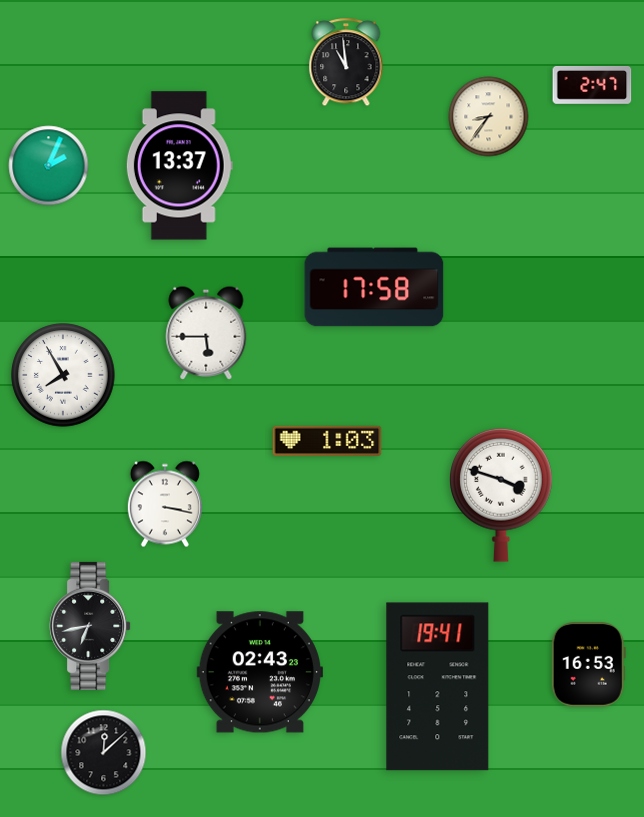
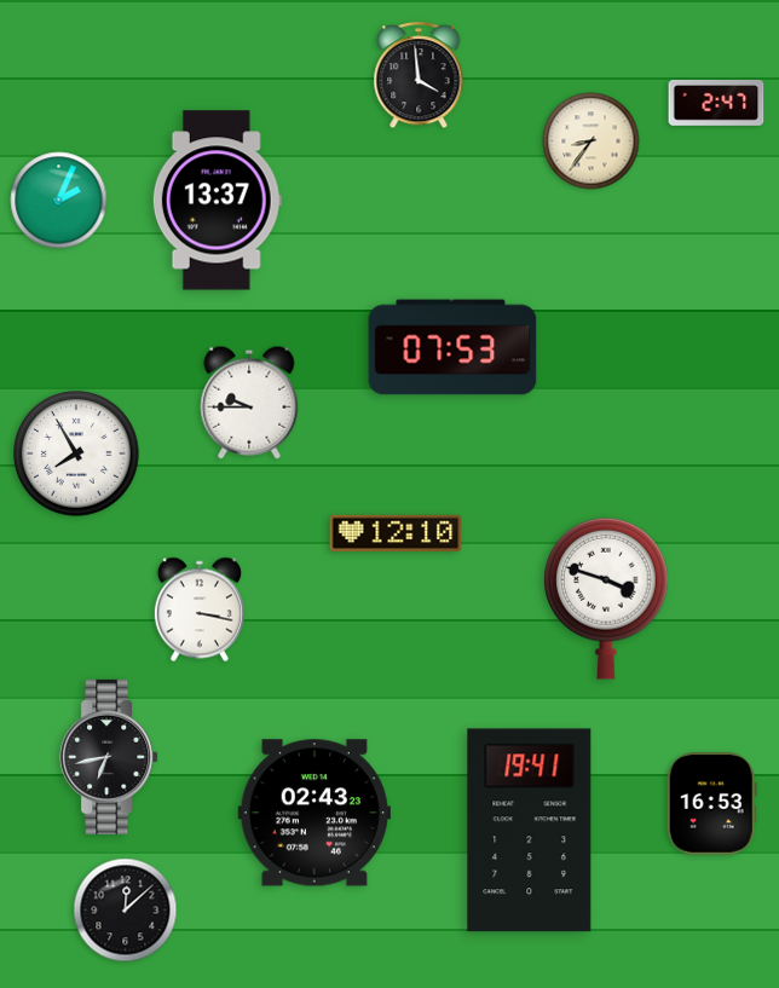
clock at (346, 63): 10:59 -> 3:59
clock at (374, 287): 17:58 -> 07:53
clock at (206, 333): 5:45 -> 9:45
clock at (327, 441): 1:03 -> 12:10
